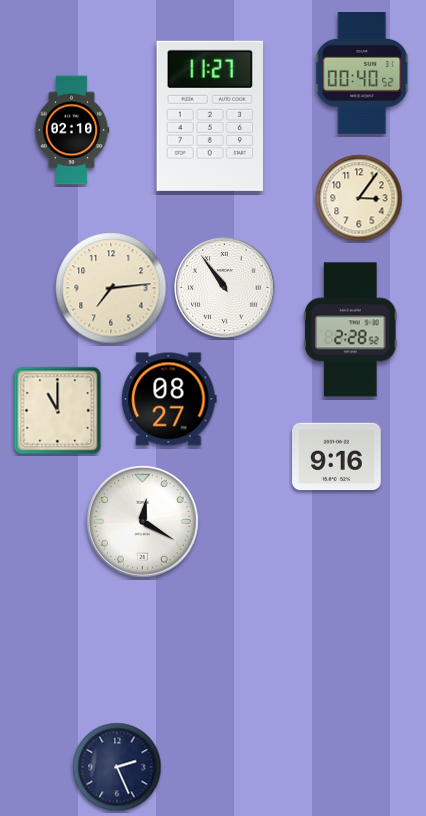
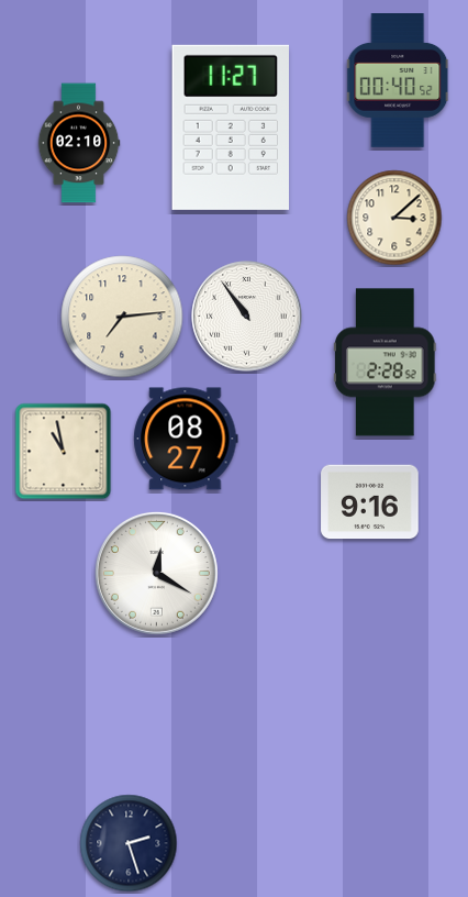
clock at (359, 198): 3:06 -> 3:08
clock at (58, 411): 11:00 -> 10:58
clock at (117, 767): 2:26 -> 2:27
